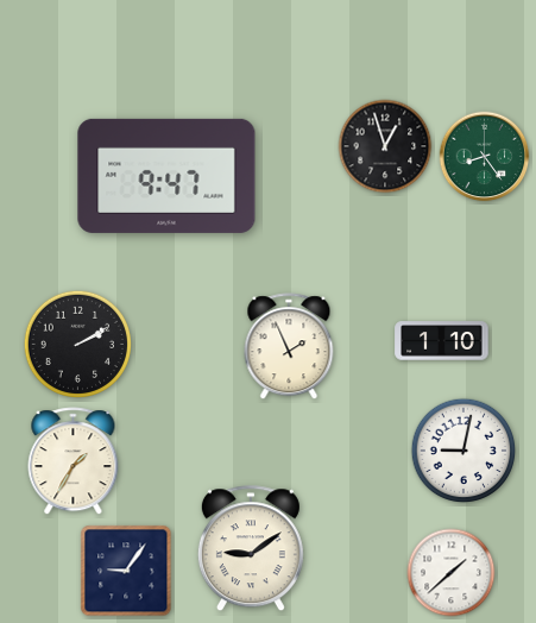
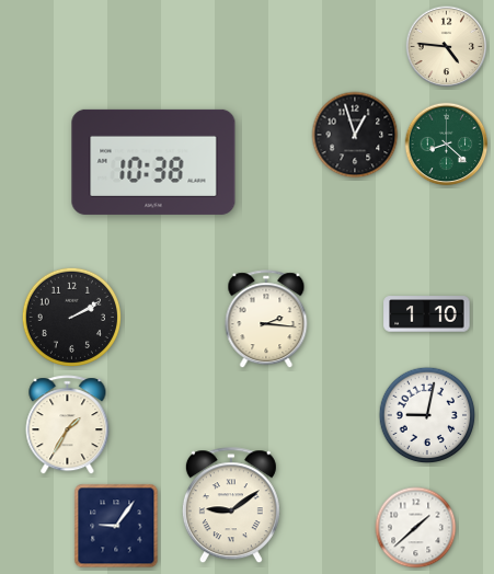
clock at (447, 47): none -> 4:46
clock at (485, 157): 8:24 -> 8:22
clock at (166, 176): 9:47 -> 10:38
clock at (442, 341) position: (442, 341) -> (427, 314)
clock at (289, 347): 1:56 -> 2:16
